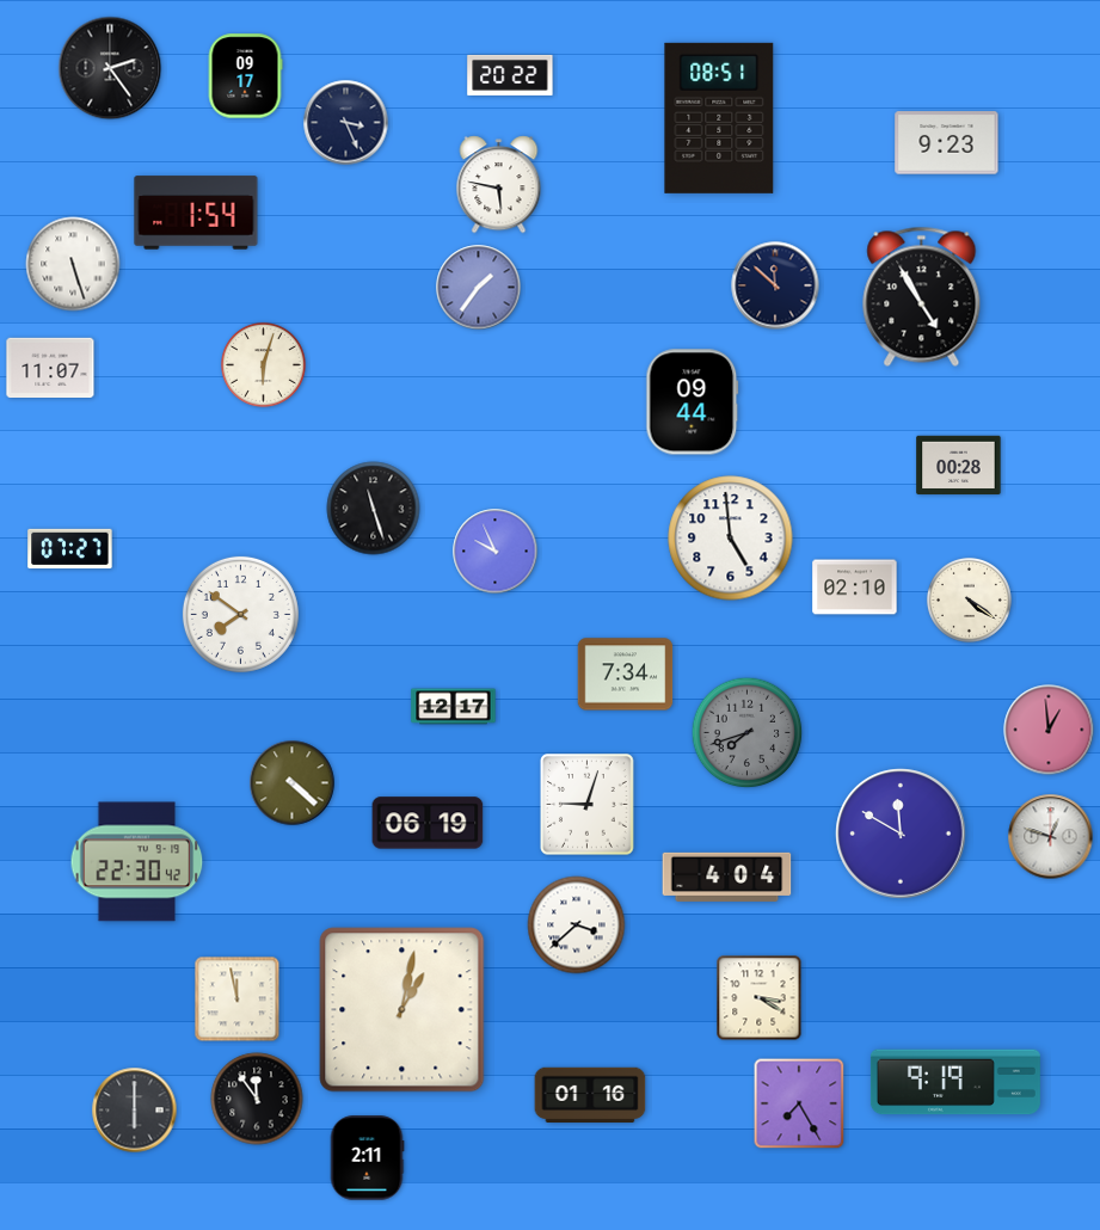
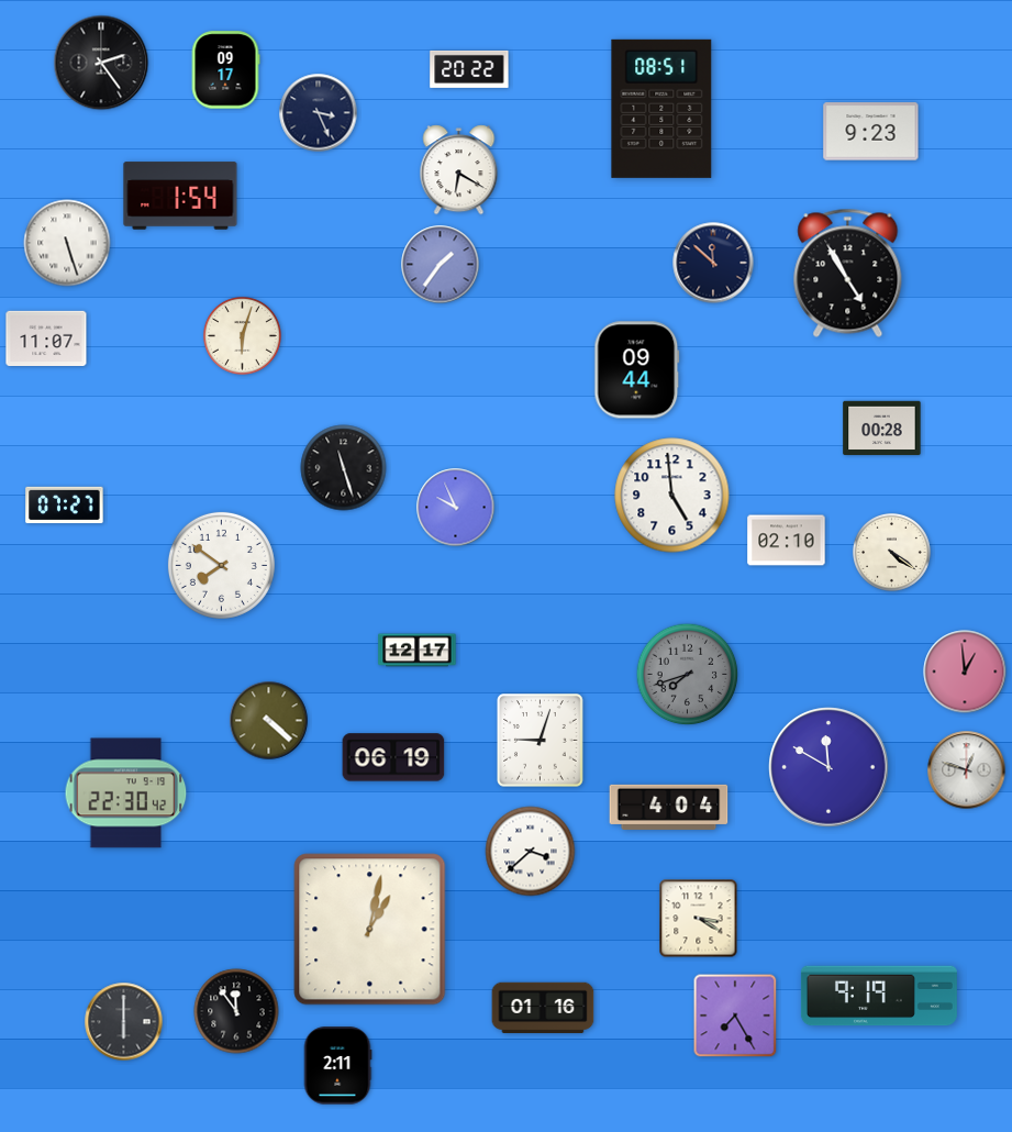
clock at (499, 185): 5:47 -> 6:20
clock at (626, 675): 7:34 -> none
clock at (238, 1000): 11:58 -> none
